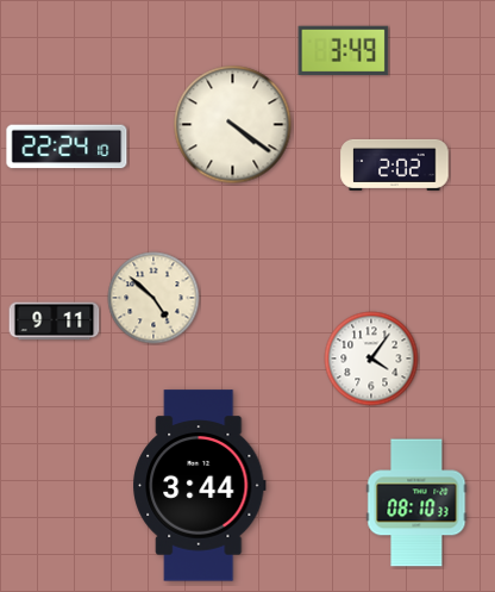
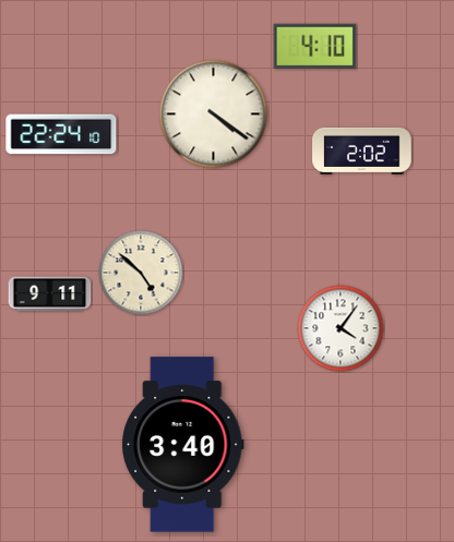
clock at (344, 50): 3:49 -> 4:10
clock at (200, 486): 3:44 -> 3:40
clock at (416, 503): 08:10 -> none
